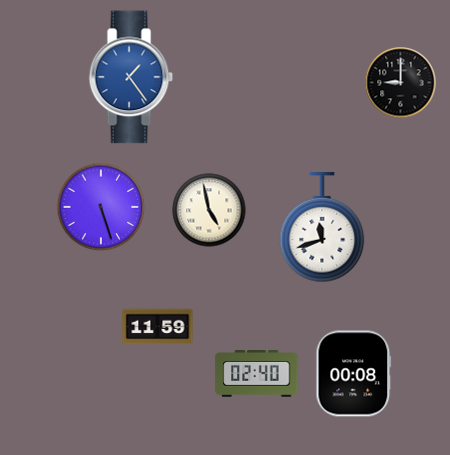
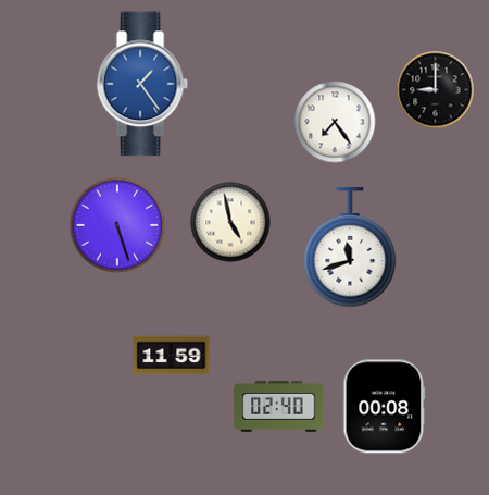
clock at (335, 122): none -> 7:24
clock at (101, 207) position: (101, 207) -> (117, 225)
clock at (209, 210) position: (209, 210) -> (230, 222)
